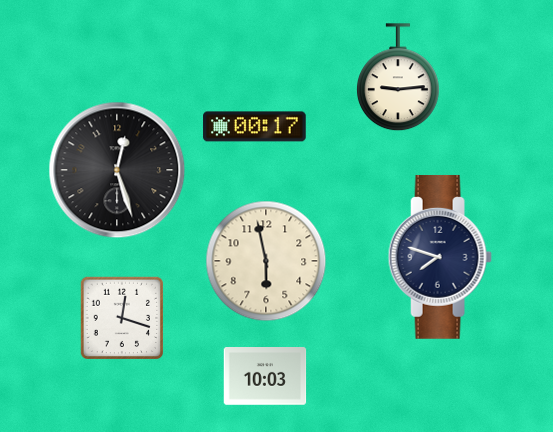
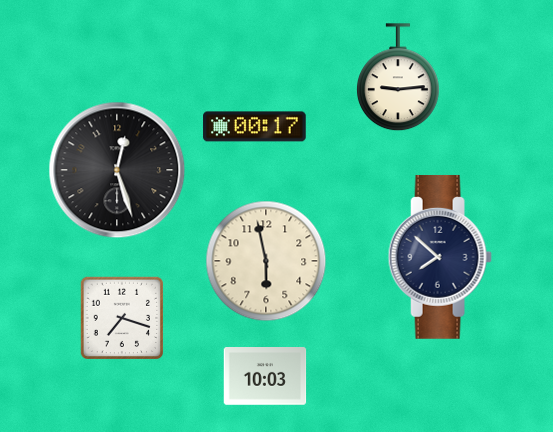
clock at (440, 257): 7:48 -> 7:52
clock at (122, 318): 12:18 -> 7:18
